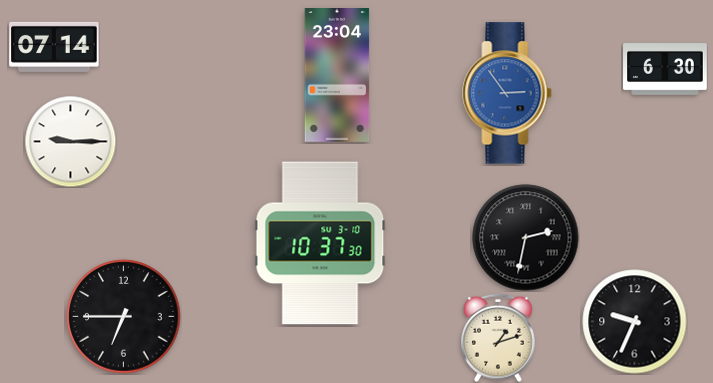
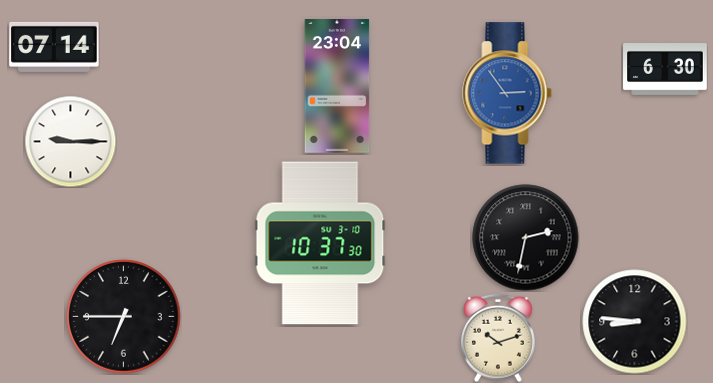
clock at (337, 76) position: (337, 76) -> (337, 87)
clock at (635, 322): 9:34 -> 8:46
clock at (498, 338): 1:12 -> 10:12
